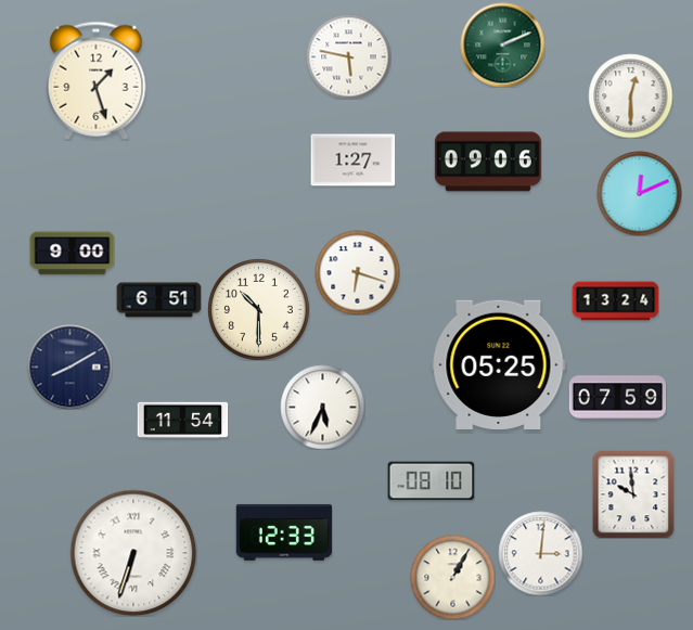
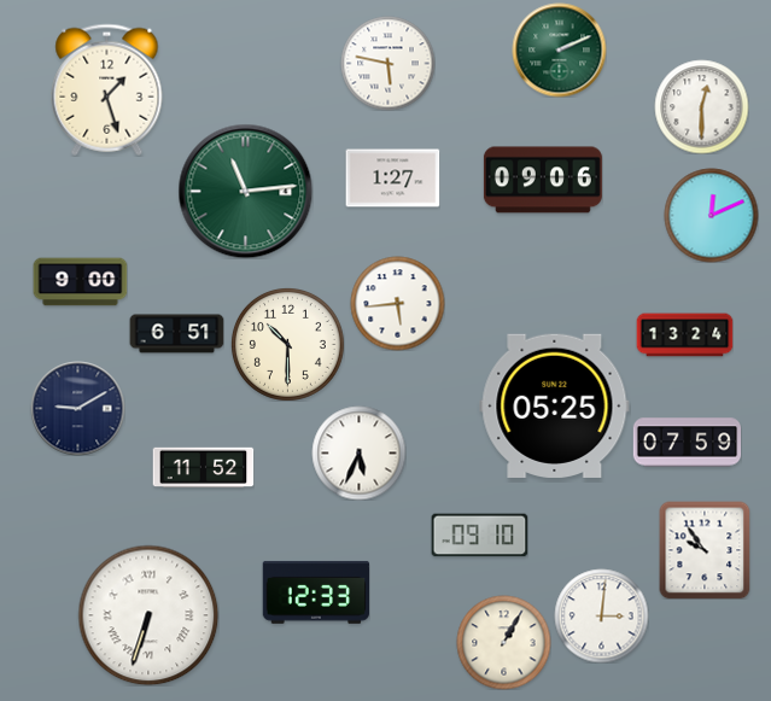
clock at (245, 191): none -> 11:14
clock at (357, 272): 6:18 -> 5:44
clock at (69, 367): 8:10 -> 9:10
clock at (182, 421): 11:54 -> 11:52
clock at (431, 481): 08:10 -> 09:10
clock at (633, 494): 9:59 -> 9:54
